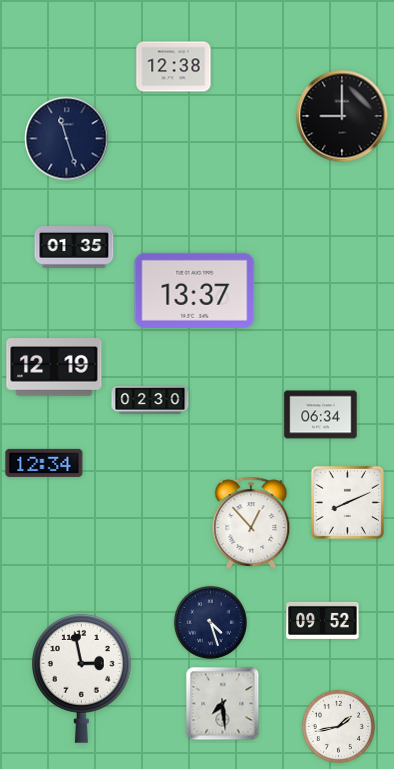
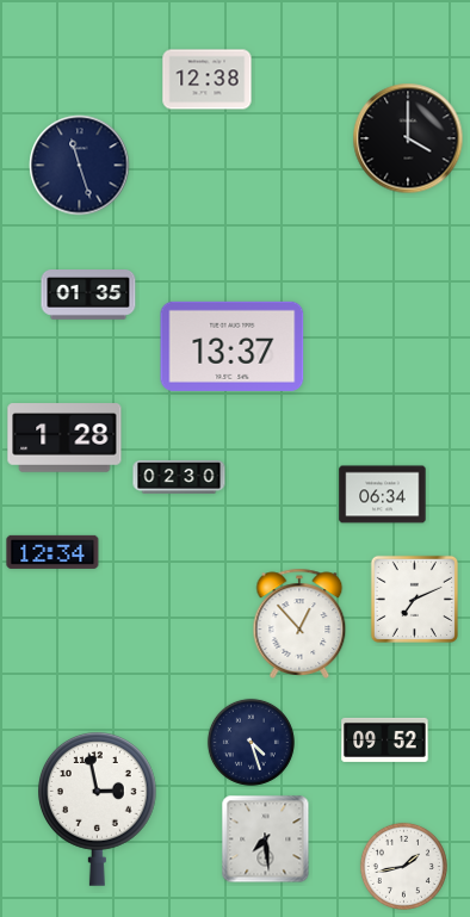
clock at (342, 116): 9:00 -> 4:00
clock at (54, 367): 12:19 -> 1:28
clock at (347, 502): 8:11 -> 7:11
